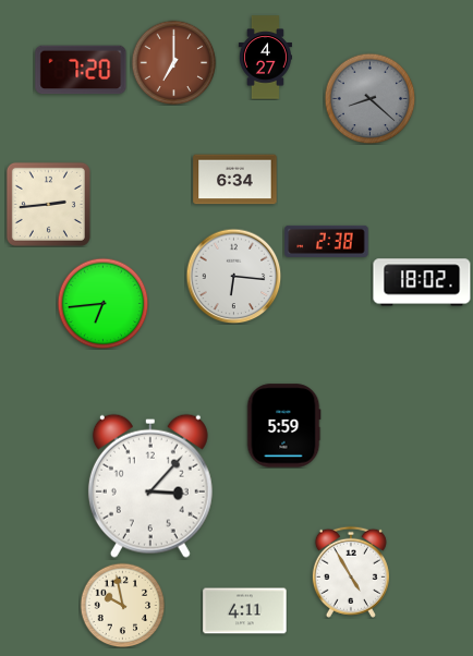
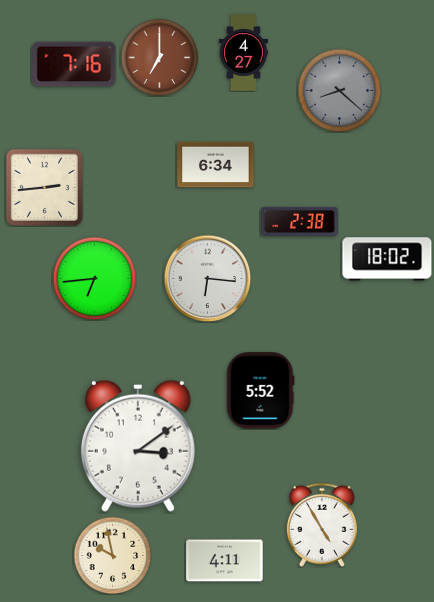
clock at (81, 70): 7:20 -> 7:16
clock at (233, 276) position: (233, 276) -> (207, 278)
clock at (283, 426): 5:59 -> 5:52
clock at (150, 486): 3:07 -> 3:09
